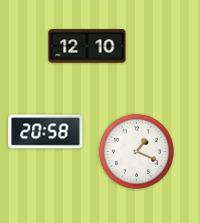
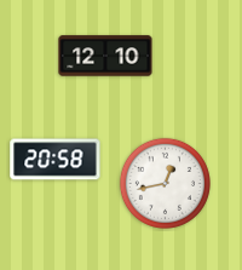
clock at (136, 151): 1:19 -> 12:43
